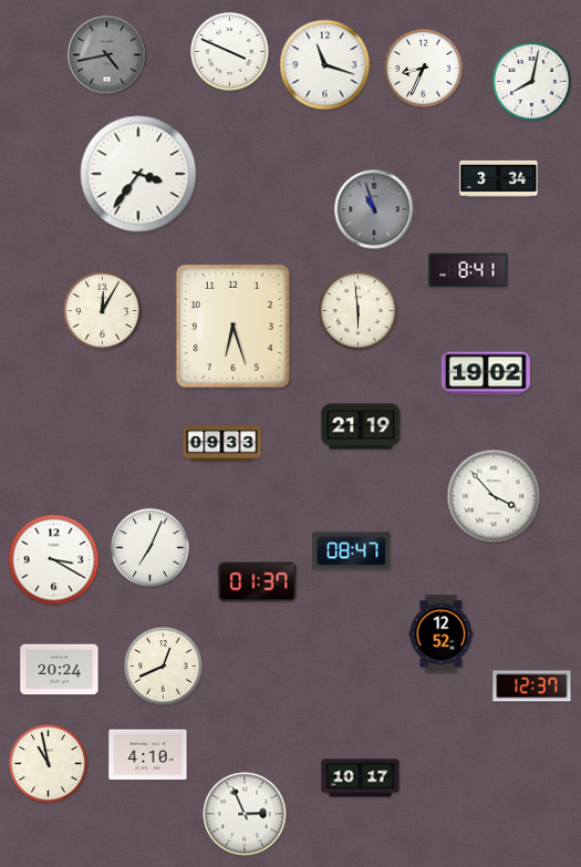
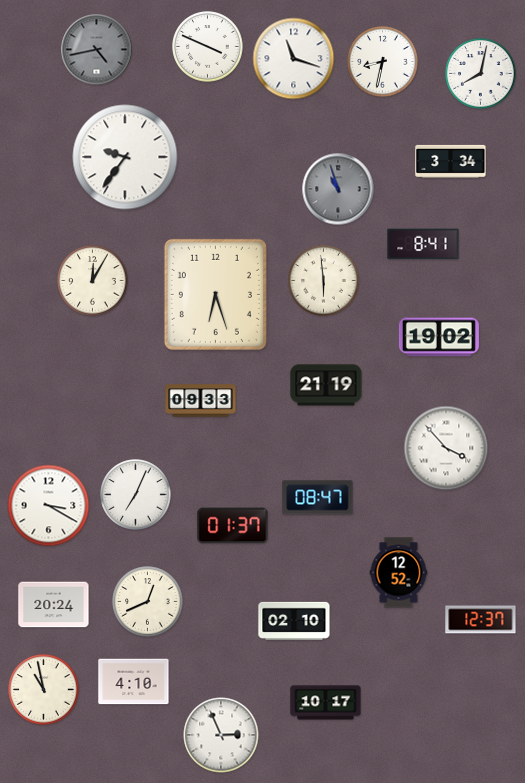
clock at (424, 69): 8:34 -> 8:32
clock at (138, 174): 3:36 -> 9:36
clock at (232, 326) position: (232, 326) -> (215, 294)
clock at (294, 621): none -> 02:10
